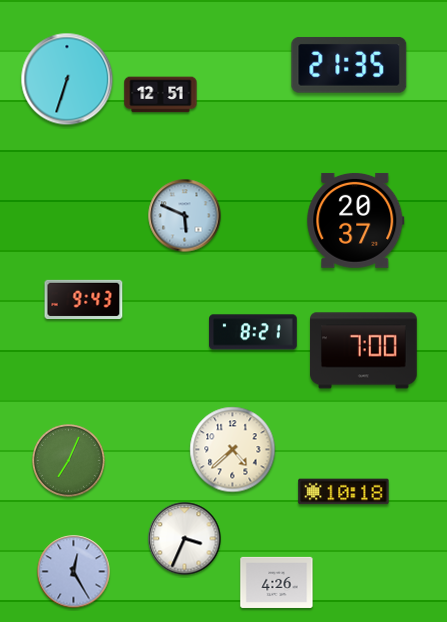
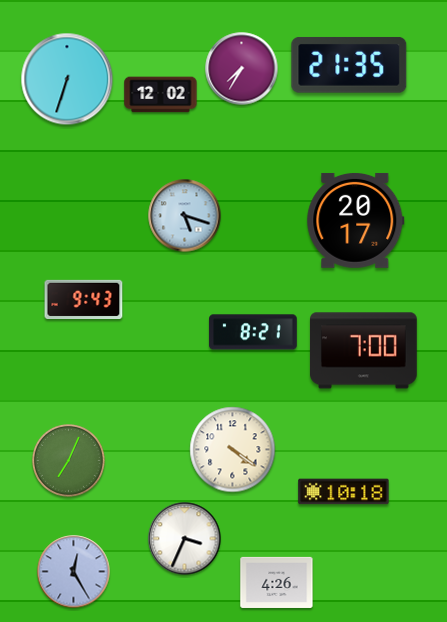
clock at (242, 69): none -> 7:35
clock at (161, 95): 12:51 -> 12:02
clock at (185, 216): 5:49 -> 5:18
clock at (356, 220): 20:37 -> 20:17
clock at (233, 450): 4:38 -> 4:21
